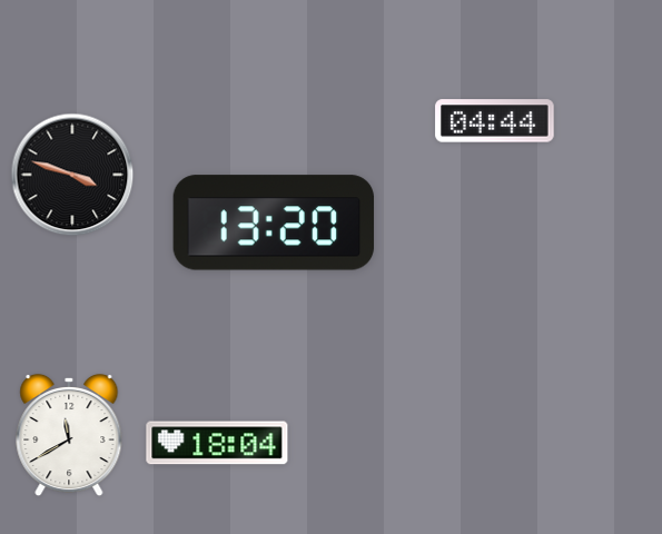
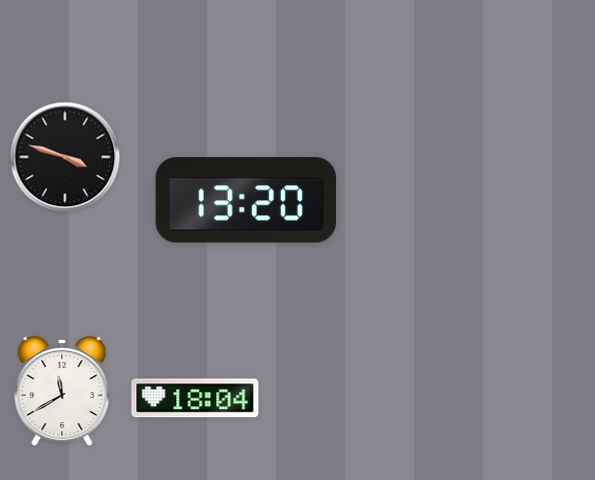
clock at (495, 121): 04:44 -> none
